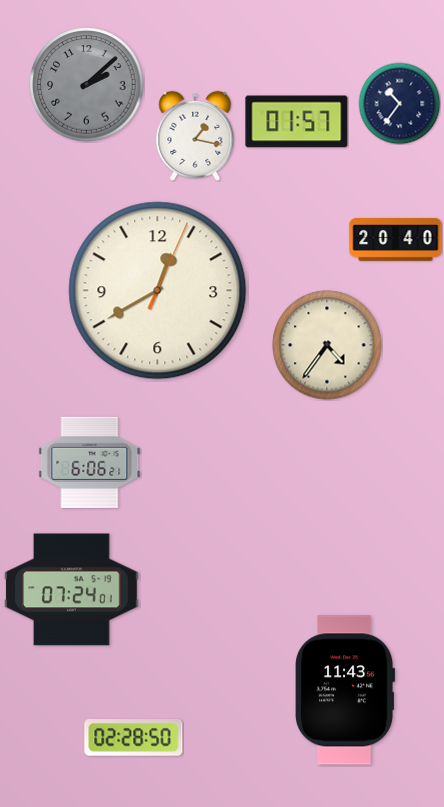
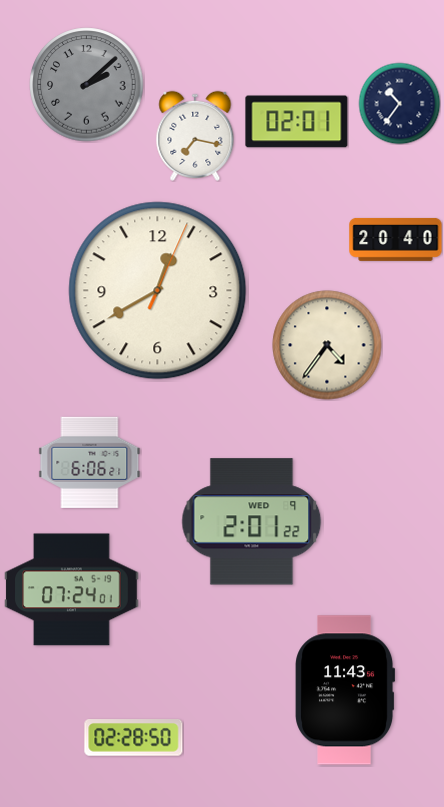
clock at (297, 122): 01:57 -> 02:01
clock at (195, 136): 1:17 -> 7:17
clock at (252, 522): none -> 2:01
